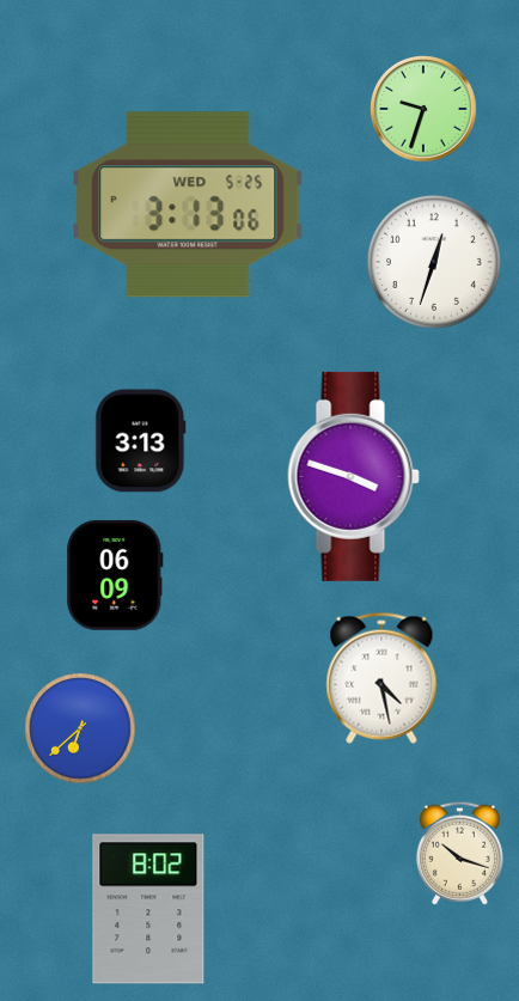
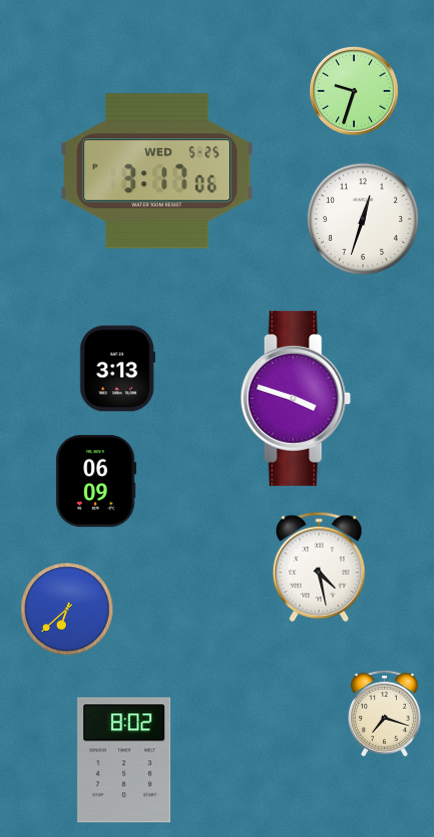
clock at (188, 205): 3:13 -> 3:17
clock at (459, 853): 10:18 -> 7:18
